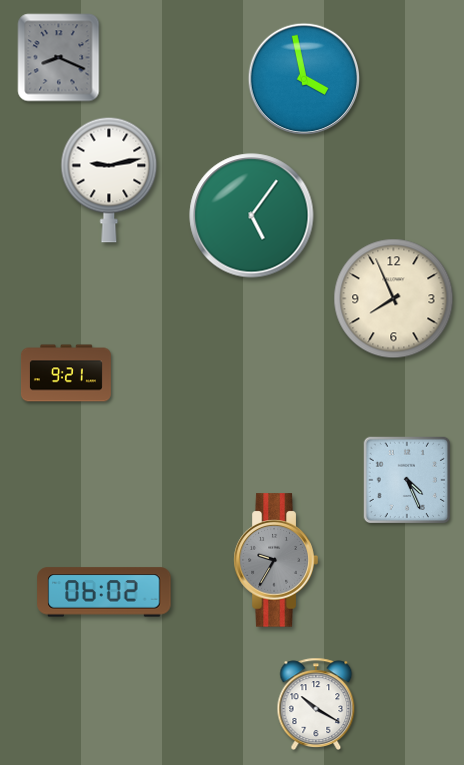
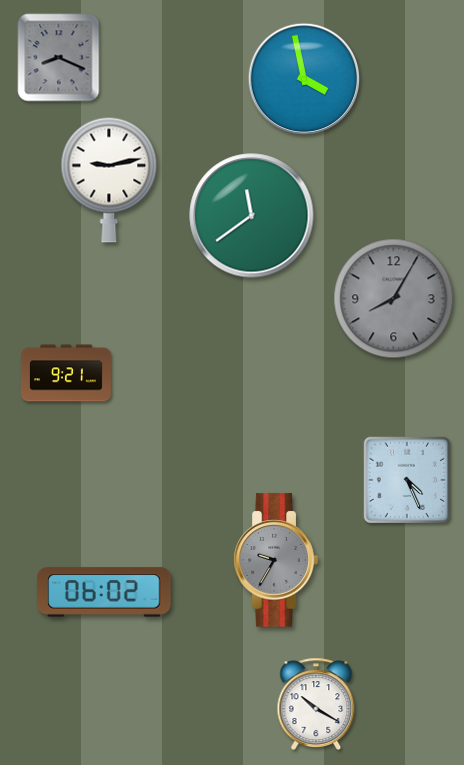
clock at (252, 216): 5:06 -> 11:39
clock at (394, 299): 7:56 -> 8:05
clock at (394, 299) dial: cream -> grey
